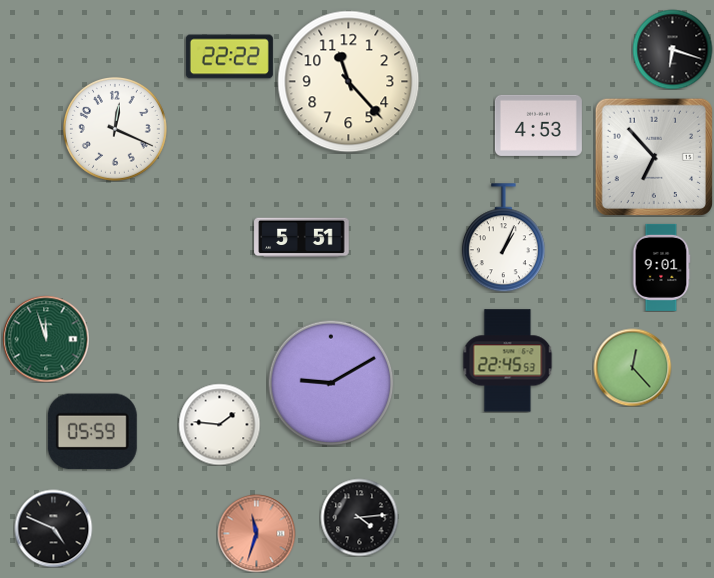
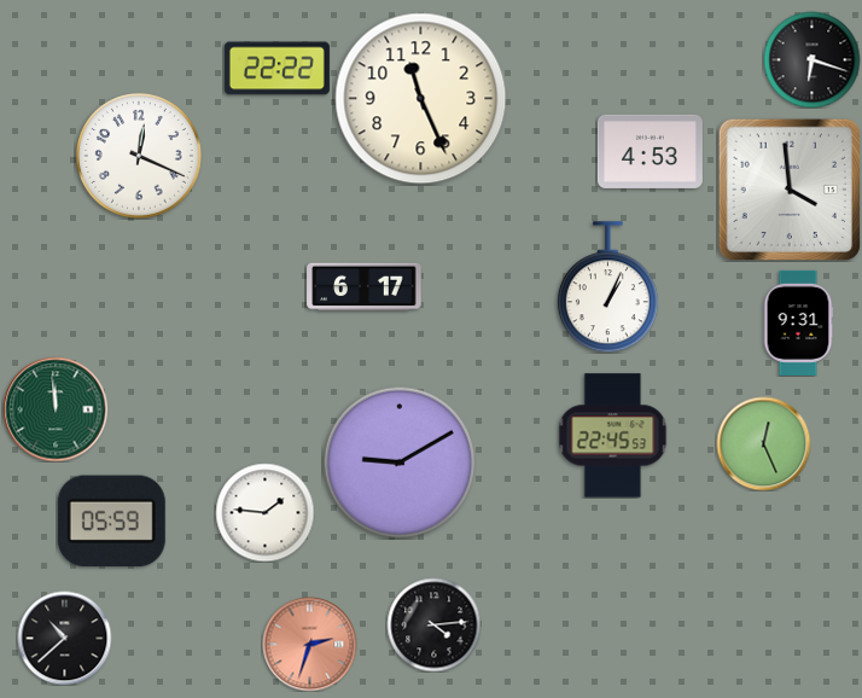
clock at (349, 82): 11:23 -> 11:26
clock at (653, 156): 6:53 -> 3:59
clock at (302, 238): 5:51 -> 6:17
clock at (661, 267): 9:01 -> 9:31
clock at (46, 339): 11:57 -> 11:59
clock at (632, 367): 12:23 -> 12:26
clock at (53, 528): 4:49 -> 10:38
clock at (256, 533): 11:33 -> 2:33
